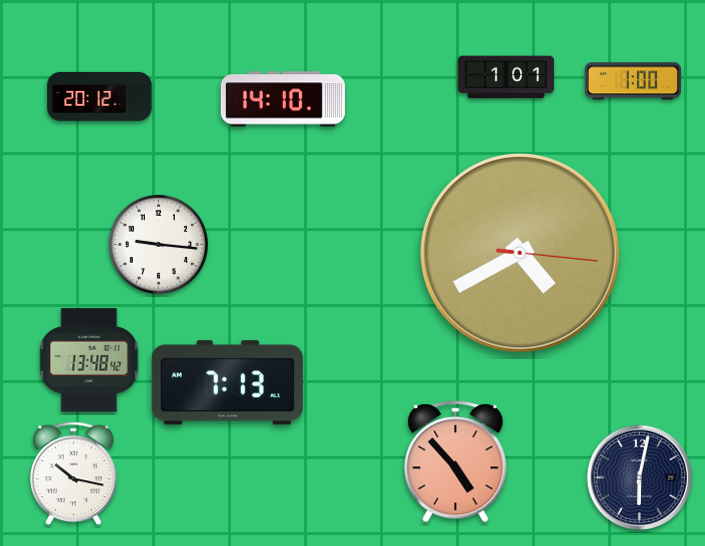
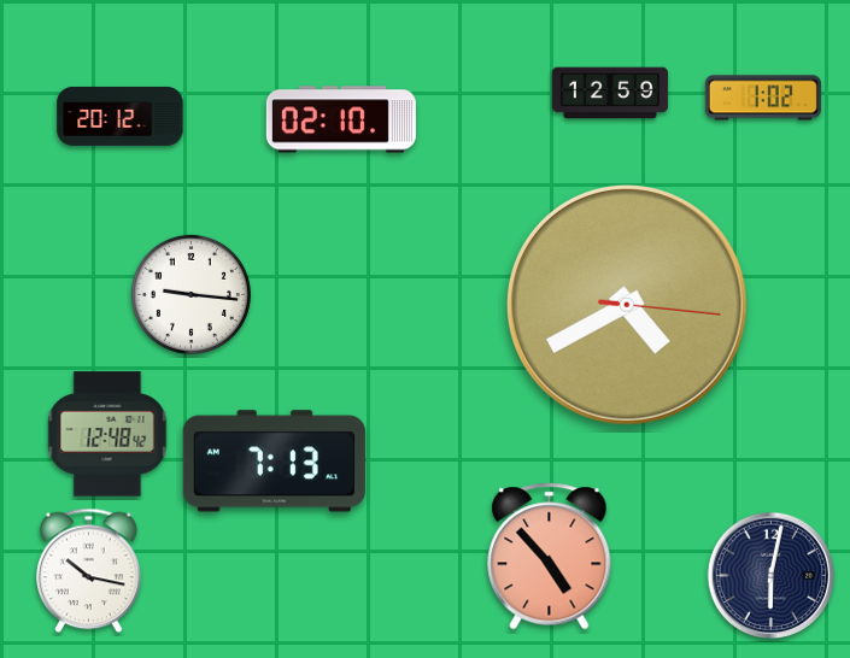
clock at (506, 77): 1:01 -> 12:59
clock at (633, 81): 1:00 -> 1:02
clock at (283, 99): 14:10 -> 02:10
clock at (89, 360): 13:48 -> 12:48
